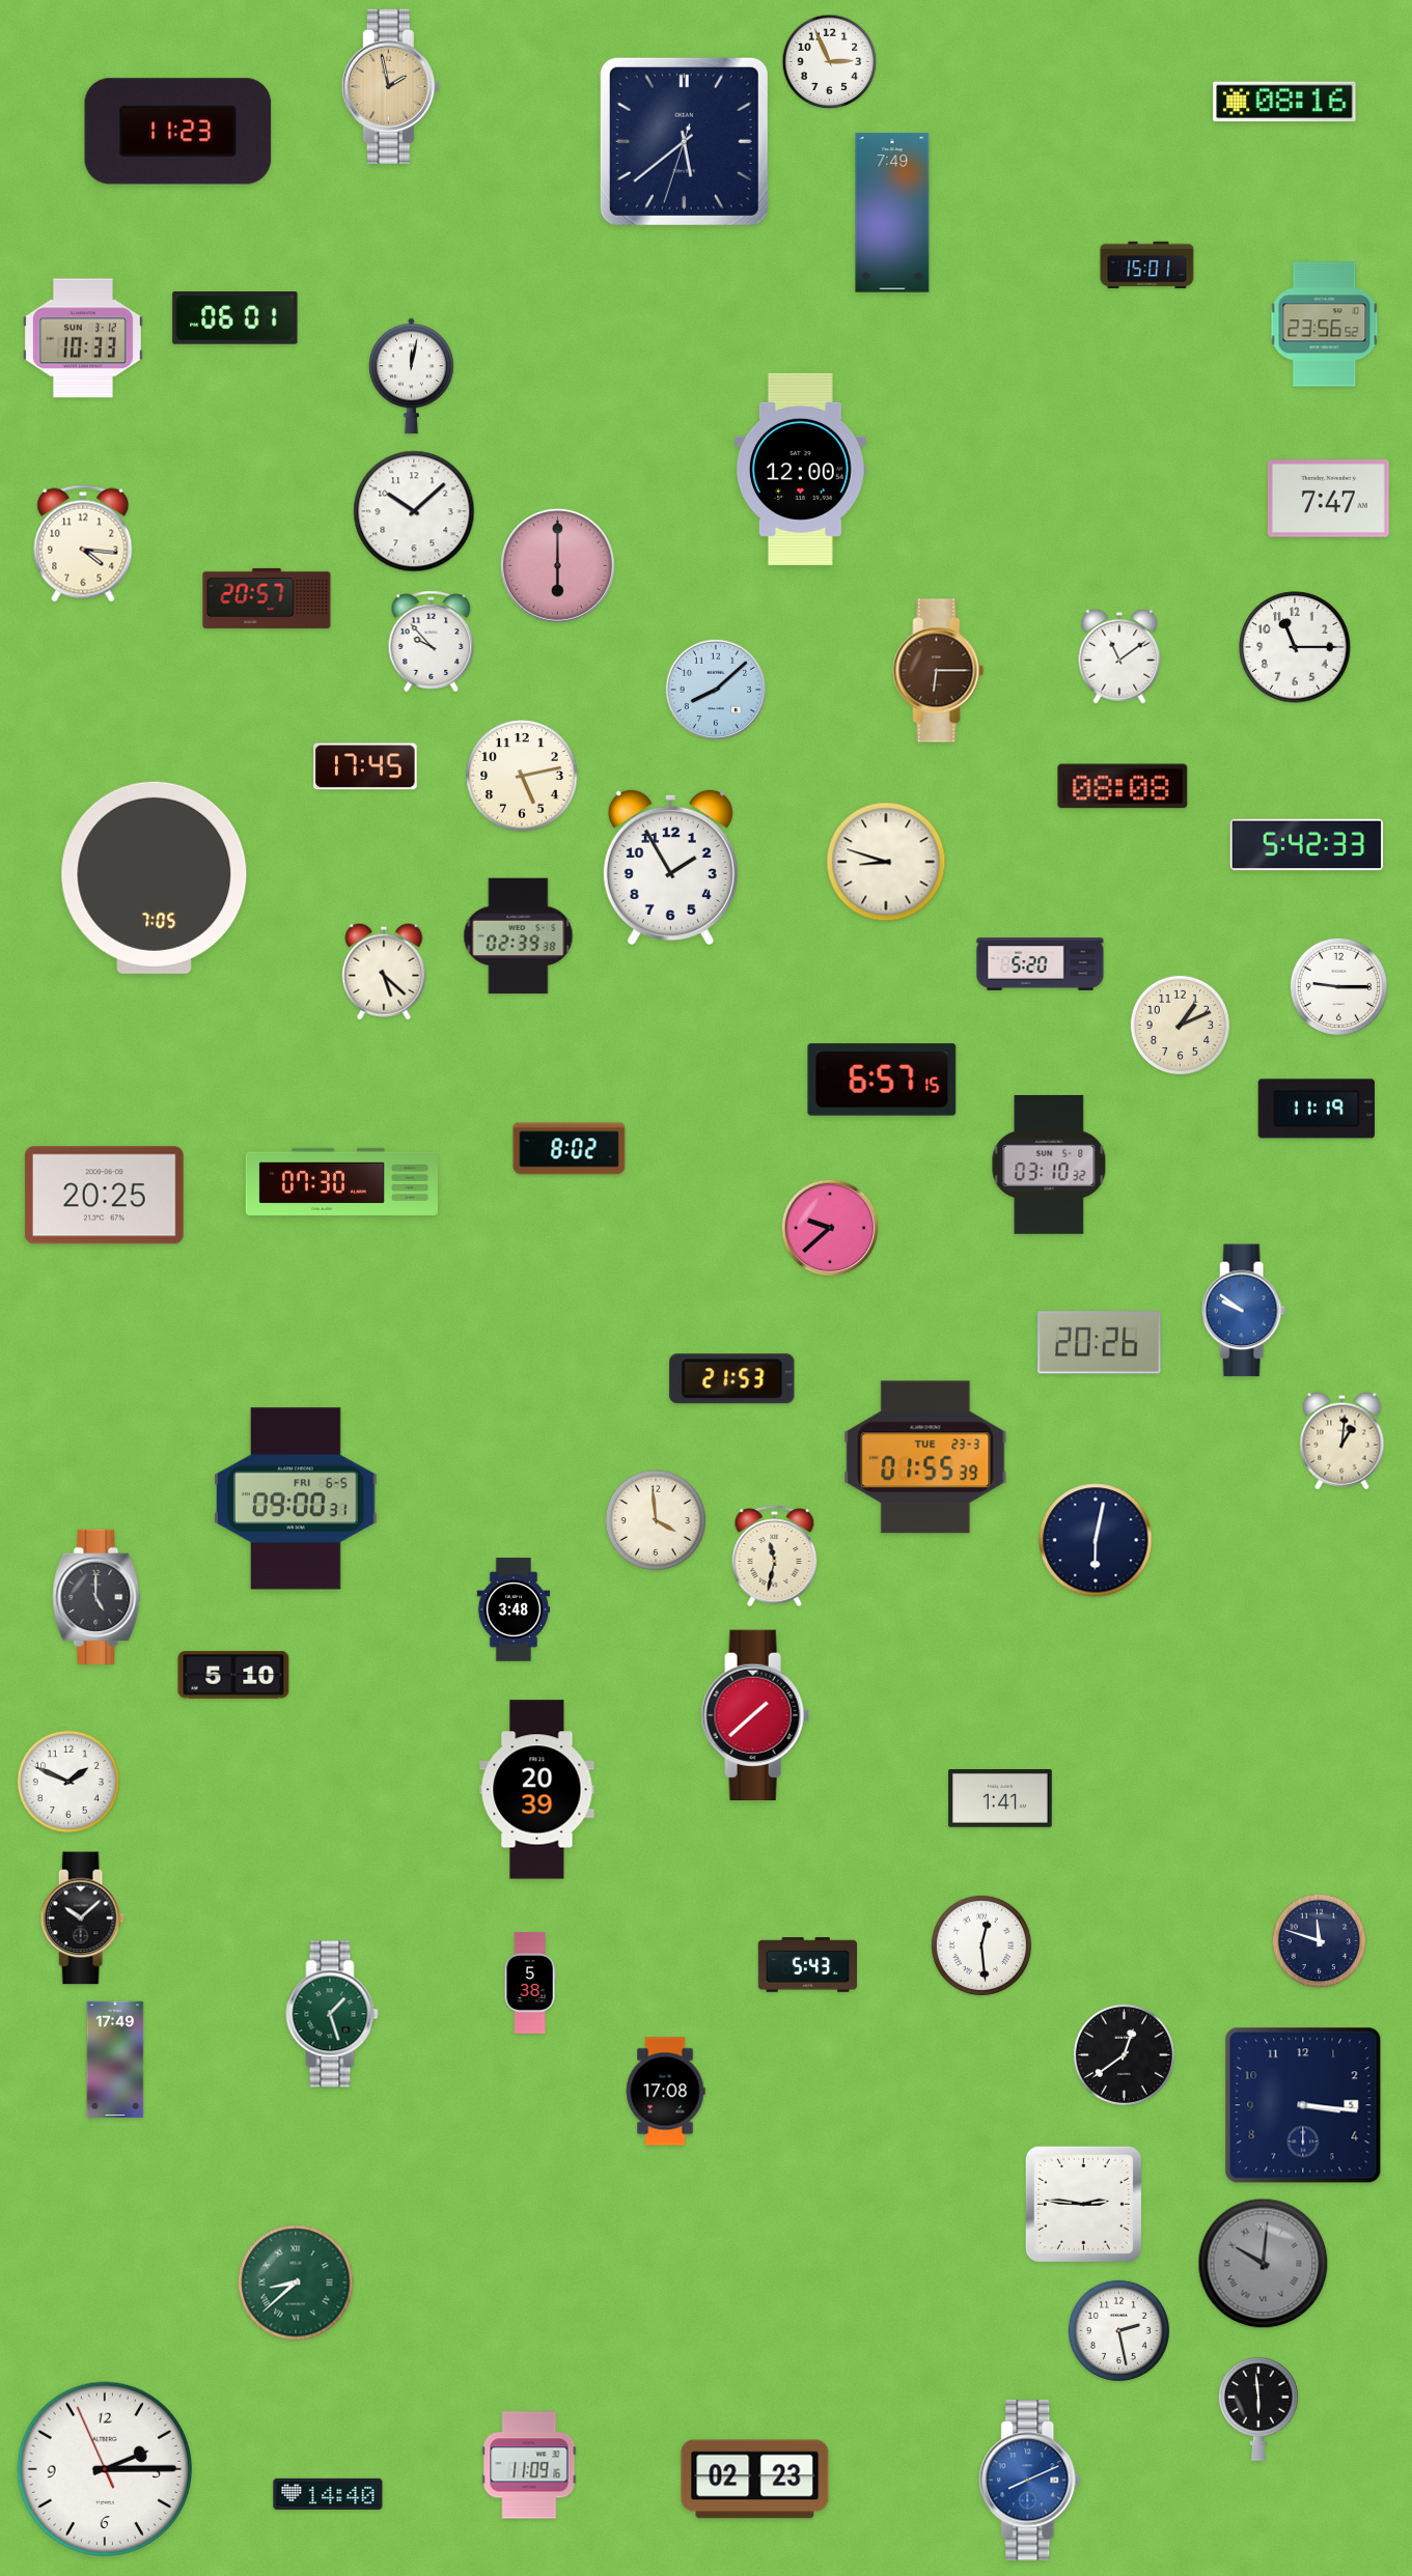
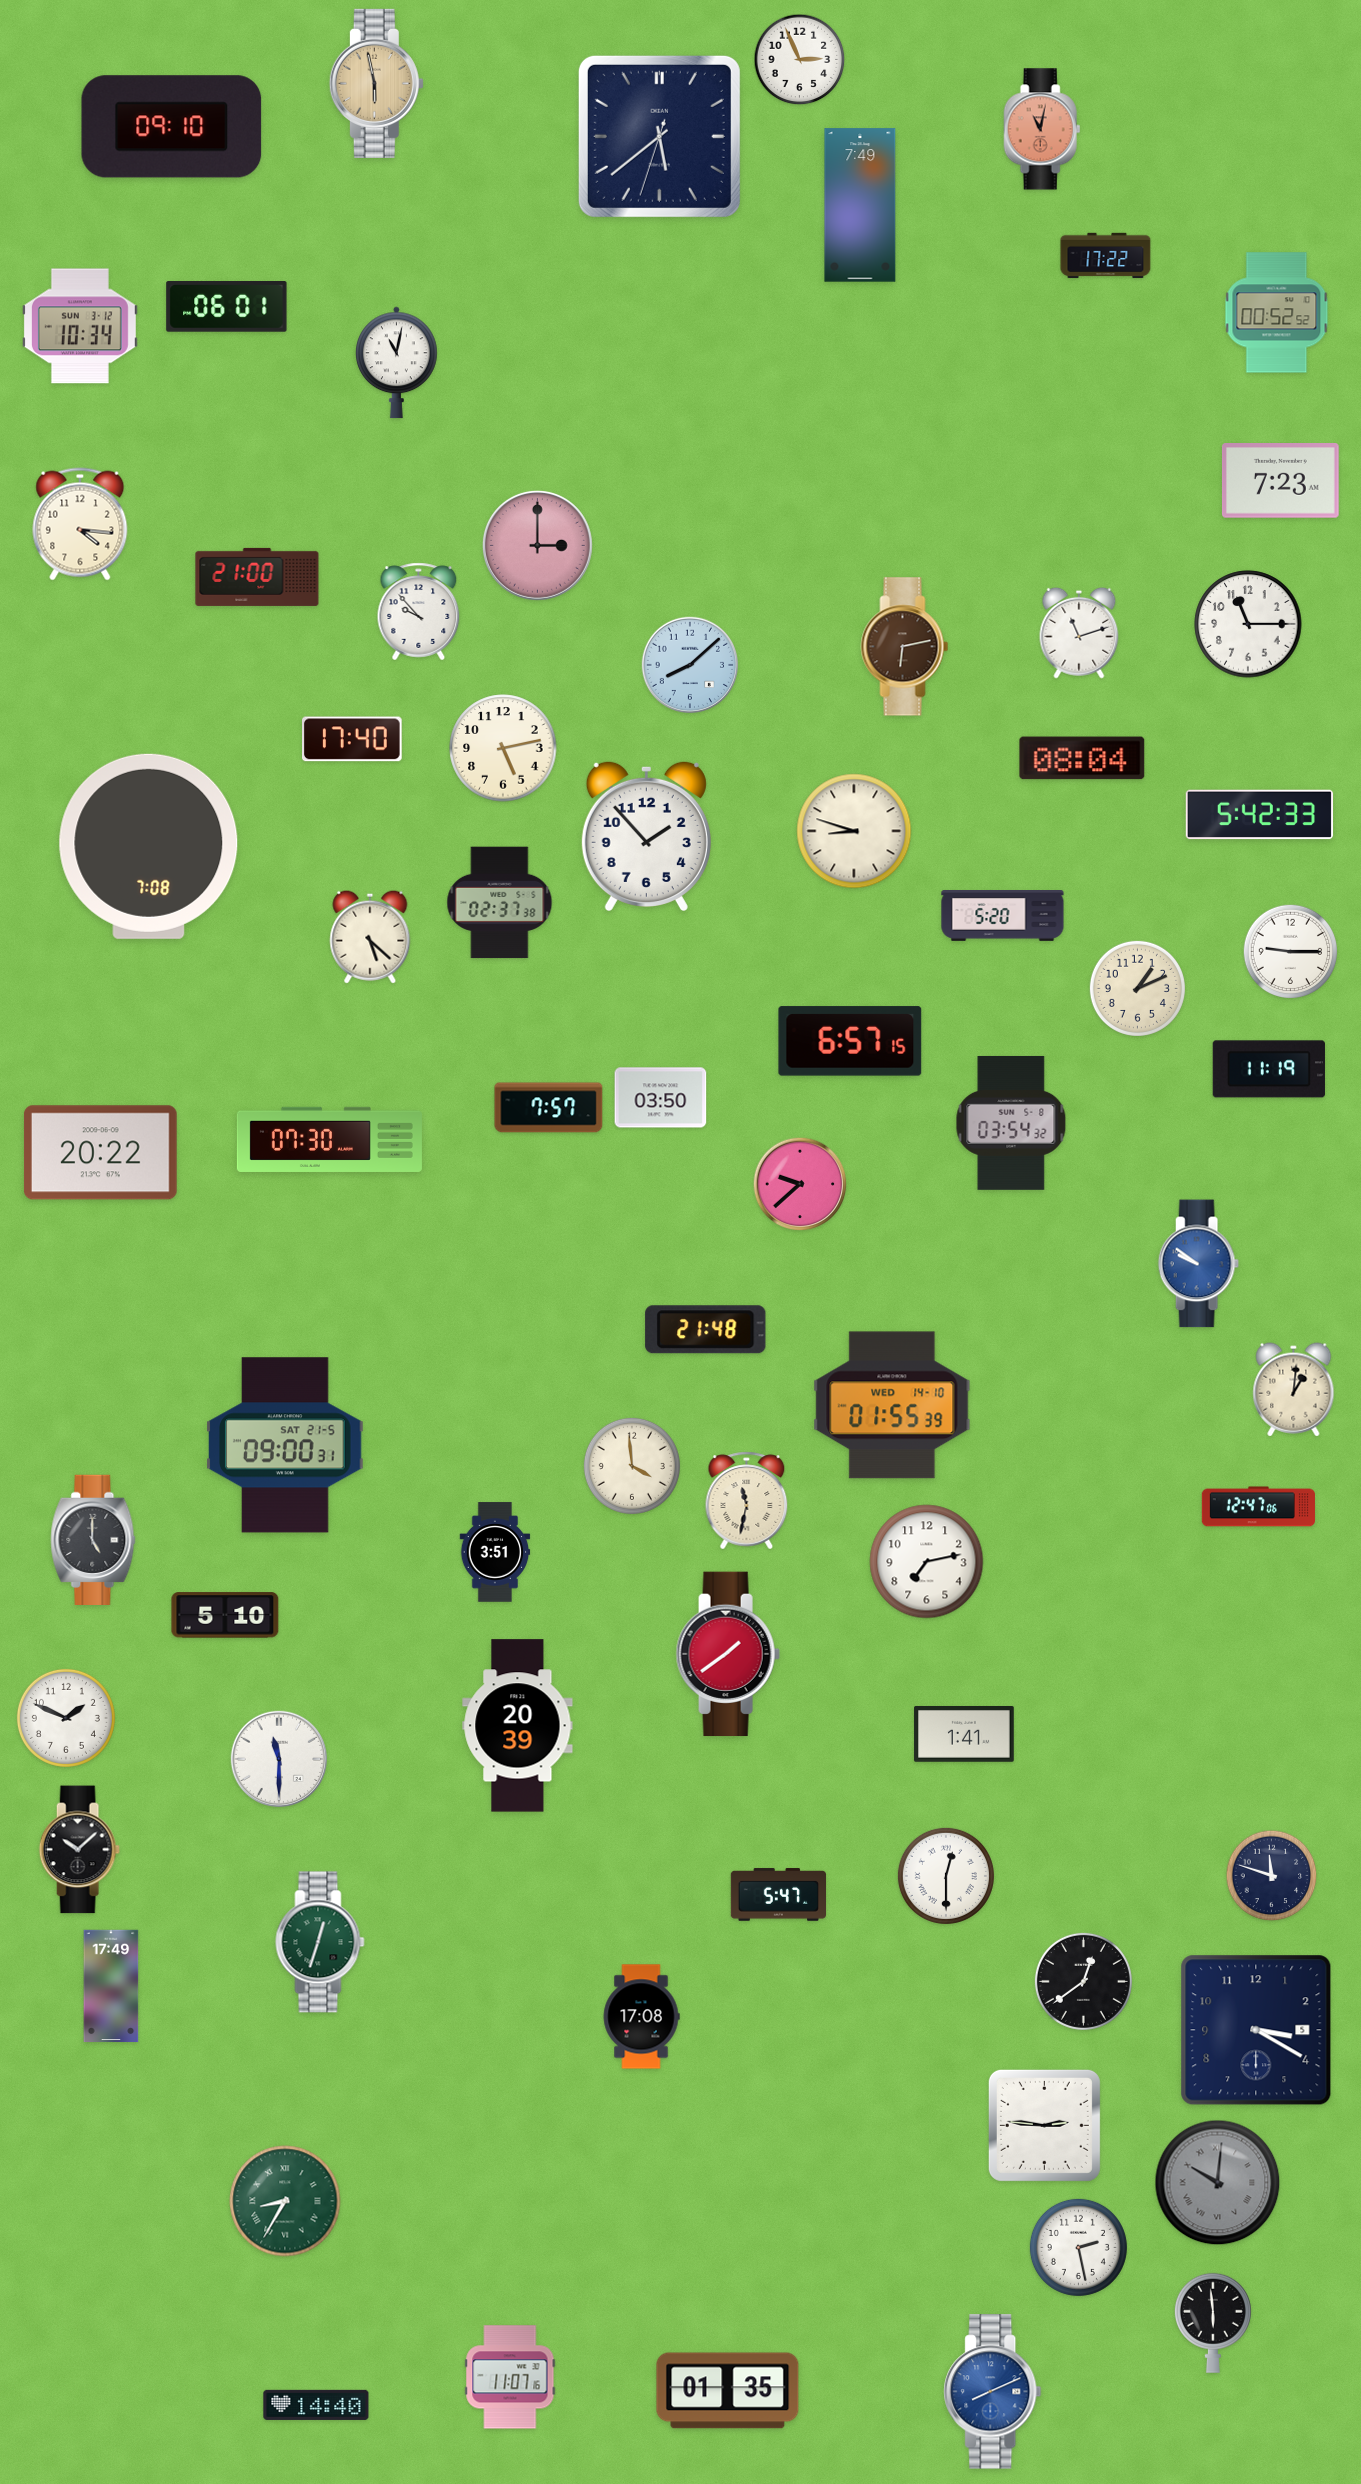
clock at (390, 86): 1:58 -> 5:58
clock at (1284, 102): 08:16 -> none
clock at (178, 132): 11:23 -> 09:10
clock at (1042, 129): none -> 11:02
clock at (1147, 265): 15:01 -> 17:22
clock at (1325, 325): 23:56 -> 00:52
clock at (83, 338): 10:33 -> 10:34
clock at (412, 376): 12:02 -> 11:02
clock at (800, 469): 12:00 -> none
clock at (1328, 499): 7:47 -> 7:23
clock at (414, 511): 10:08 -> none
clock at (557, 565): 6:00 -> 3:00
clock at (267, 598): 20:57 -> 21:00
clock at (432, 642) position: (432, 642) -> (419, 612)
clock at (1119, 656): 11:09 -> 11:12
clock at (939, 671): 6:15 -> 6:13
clock at (366, 766): 17:45 -> 17:40
clock at (1123, 786): 08:08 -> 08:04
clock at (670, 866): 1:55 -> 1:53
clock at (155, 877): 7:05 -> 7:08
clock at (519, 936): 02:39 -> 02:37
clock at (1041, 964) position: (1041, 964) -> (1003, 916)
clock at (661, 1098): none -> 03:50
clock at (570, 1149): 8:02 -> 7:57
clock at (1049, 1165): 03:10 -> 03:54
clock at (104, 1196): 20:25 -> 20:22
clock at (1100, 1343): 20:26 -> none
clock at (732, 1379): 21:53 -> 21:48
clock at (925, 1457) date: TUE 23-3 -> WED 14-10
clock at (296, 1499) date: FRI 6-5 -> SAT 21-5
clock at (1096, 1540): 6:02 -> none
clock at (1258, 1507): none -> 12:47
clock at (514, 1609): 3:48 -> 3:51
clock at (927, 1562): none -> 7:13
clock at (755, 1715): 1:38 -> 1:39
clock at (278, 1758): none -> 11:30
clock at (1320, 1941) position: (1320, 1941) -> (1272, 1876)
clock at (981, 1945): 12:29 -> 12:30
clock at (807, 1965): 5:43 -> 5:47
clock at (530, 1984): 5:38 -> none
clock at (332, 2014): 1:27 -> 12:33
clock at (1303, 2105): 3:16 -> 3:20
clock at (296, 2283): 8:38 -> 8:35
clock at (529, 2465): 11:09 -> 11:07
clock at (105, 2469): 2:14 -> none
clock at (755, 2480): 02:23 -> 01:35
